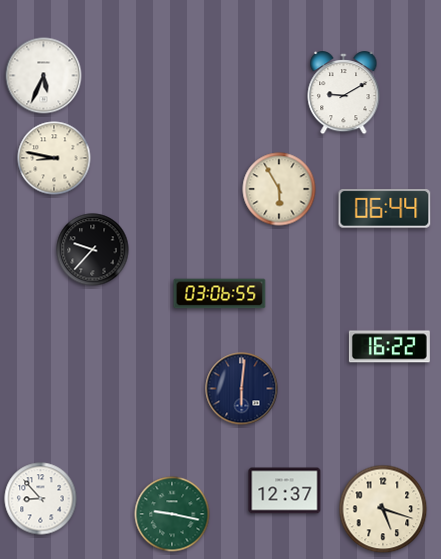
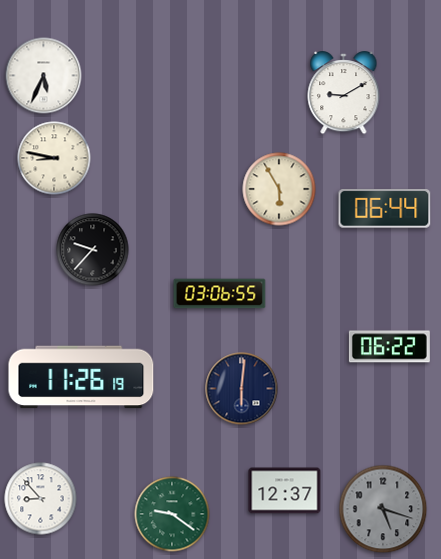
clock at (389, 347): 16:22 -> 06:22
clock at (81, 377): none -> 11:26
clock at (383, 509) dial: cream -> grey
clock at (172, 514): 9:17 -> 9:21
